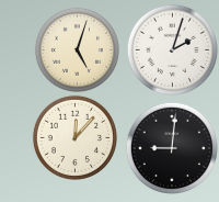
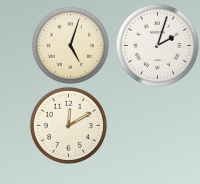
clock at (74, 137): 12:07 -> 12:10
clock at (172, 148): 9:01 -> none
